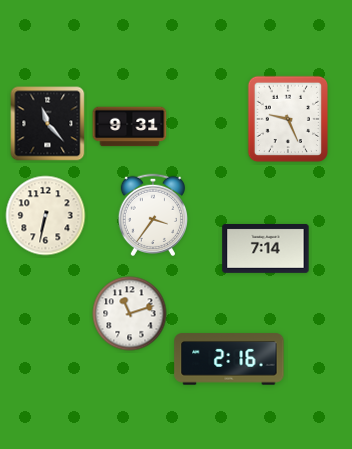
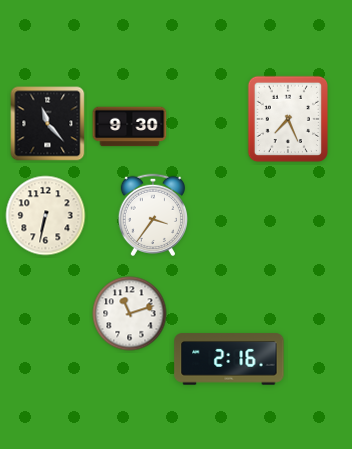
clock at (288, 119): 9:26 -> 7:26
clock at (130, 127): 9:31 -> 9:30
clock at (266, 249): 7:14 -> none
